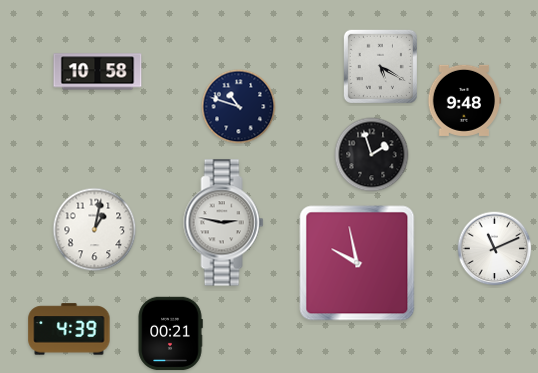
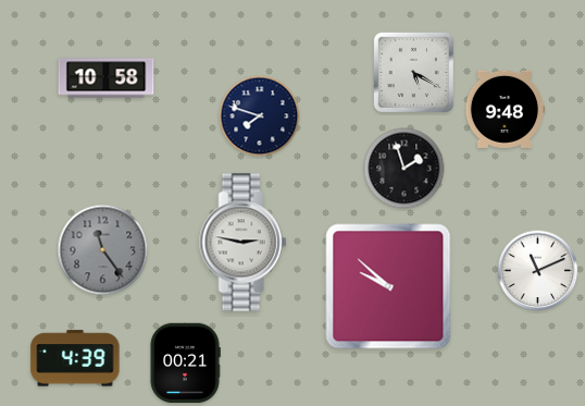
clock at (239, 107): 10:48 -> 7:48
clock at (95, 230): 1:02 -> 11:24
clock at (95, 230) dial: white -> grey
clock at (357, 263): 9:58 -> 9:52
